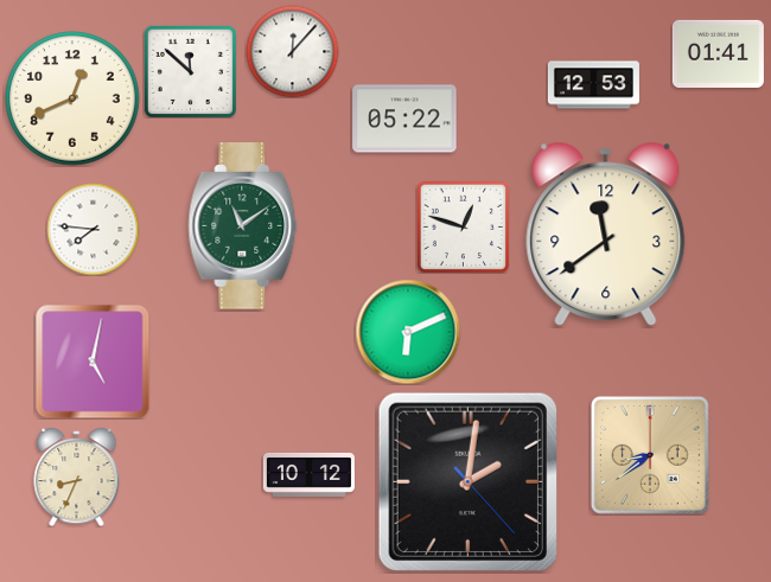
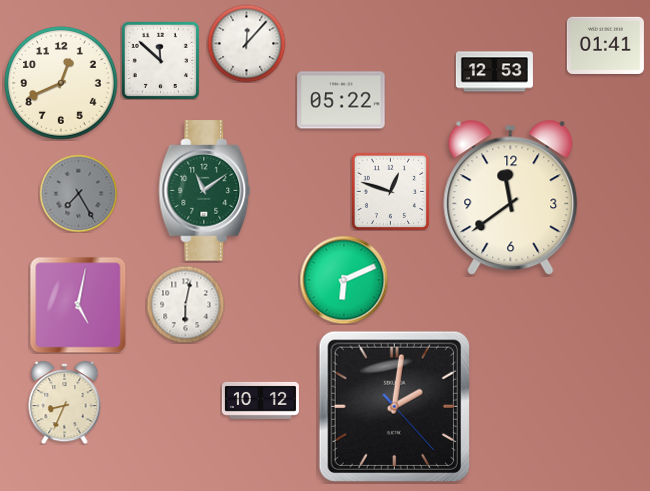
clock at (593, 85) position: (593, 85) -> (494, 72)
clock at (93, 229): 7:46 -> 7:25
clock at (93, 229) dial: white -> grey
clock at (185, 304): none -> 6:02
clock at (650, 455): 8:39 -> none
